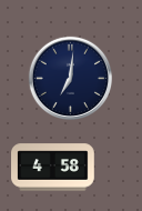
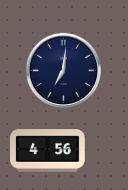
clock at (53, 168): 4:58 -> 4:56
